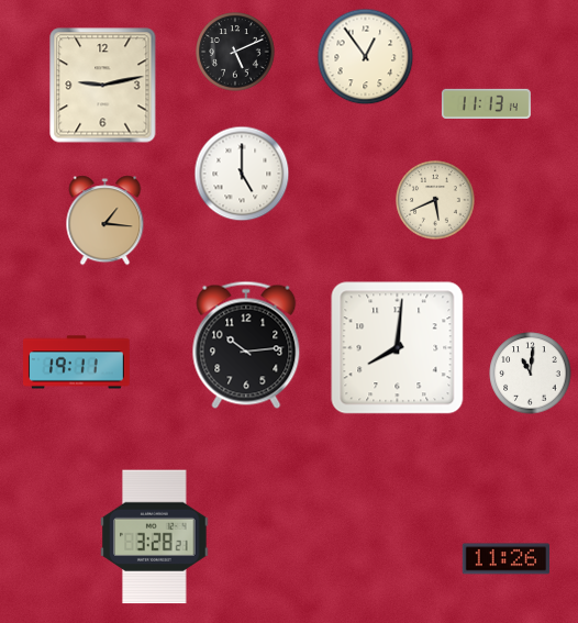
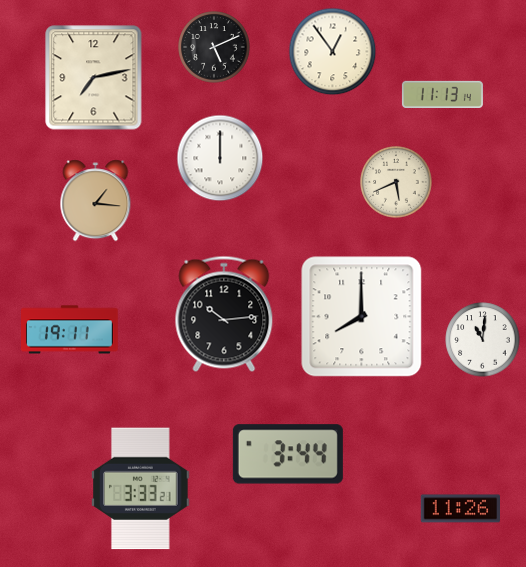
clock at (103, 86): 9:13 -> 7:13
clock at (242, 174): 5:00 -> 12:00
clock at (398, 348): 8:01 -> 8:00
clock at (288, 454): none -> 3:44
clock at (155, 537): 3:28 -> 3:33
